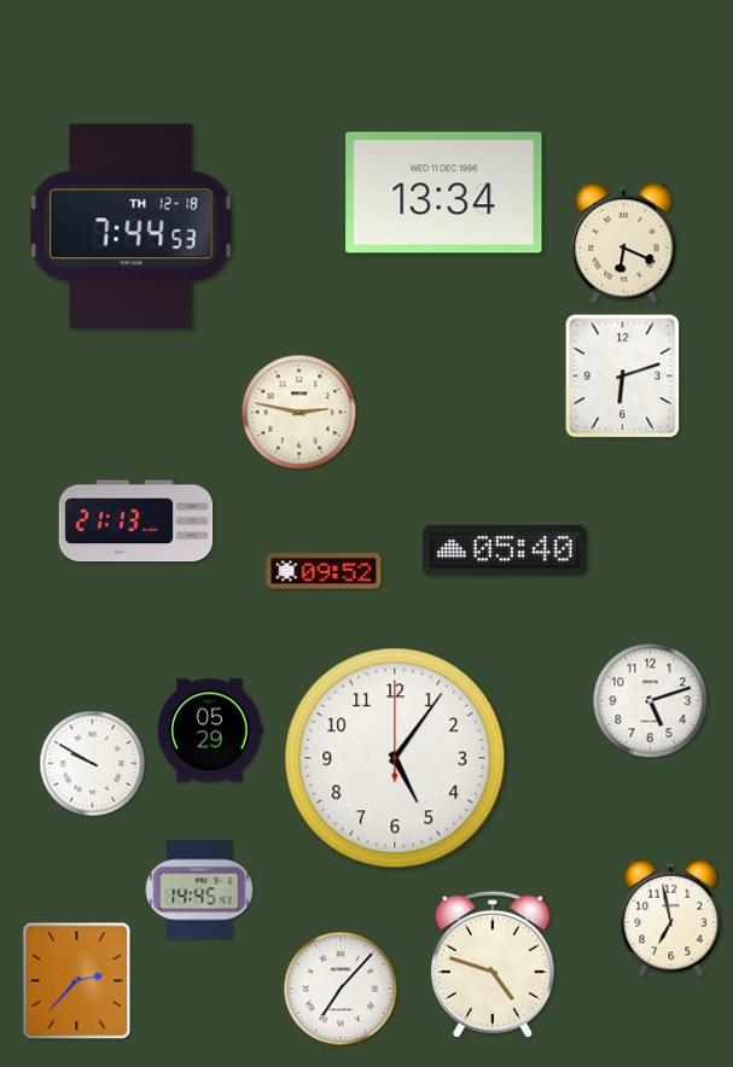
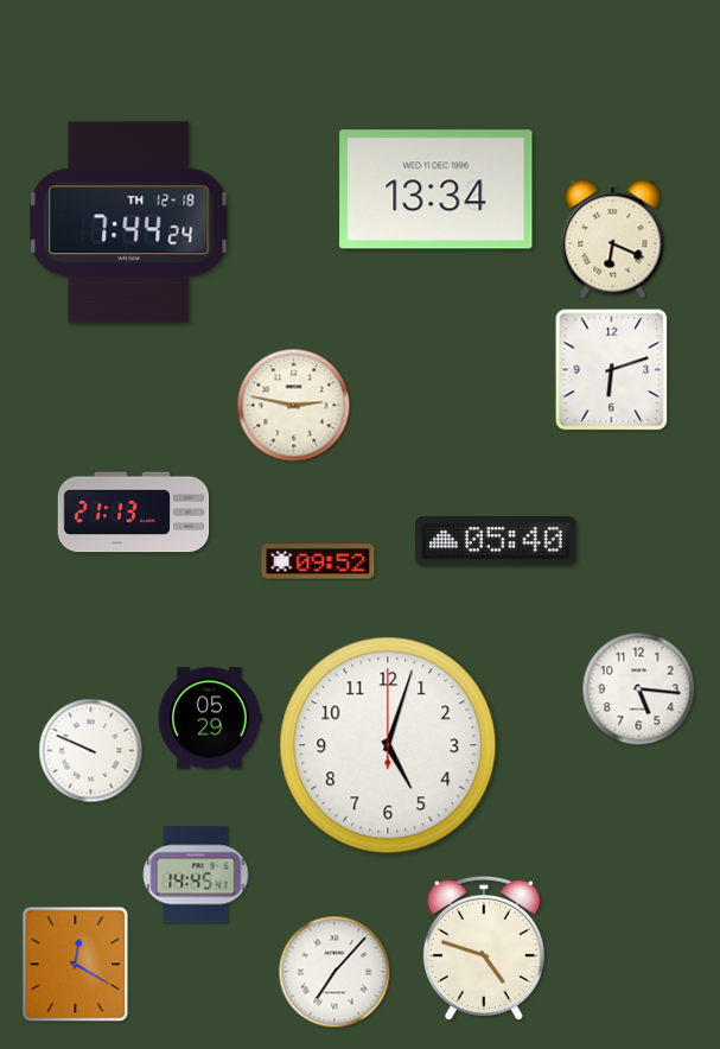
clock at (132, 227): 7:44:53 -> 7:44:24
clock at (651, 701): 5:12 -> 5:16
clock at (210, 730) position: (210, 730) -> (210, 718)
clock at (395, 758): 5:06 -> 5:03
clock at (93, 764): 9:50 -> 9:49
clock at (671, 917): 6:58 -> none
clock at (77, 981): 2:37 -> 12:20
